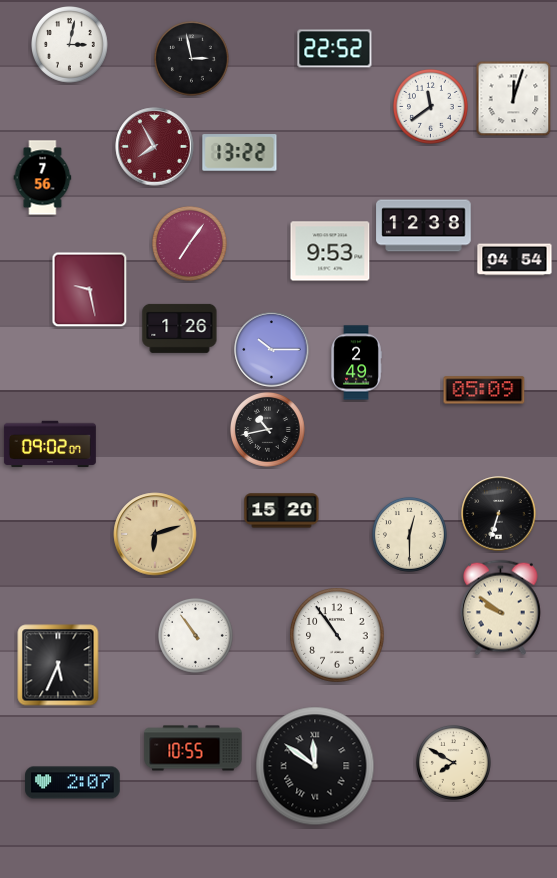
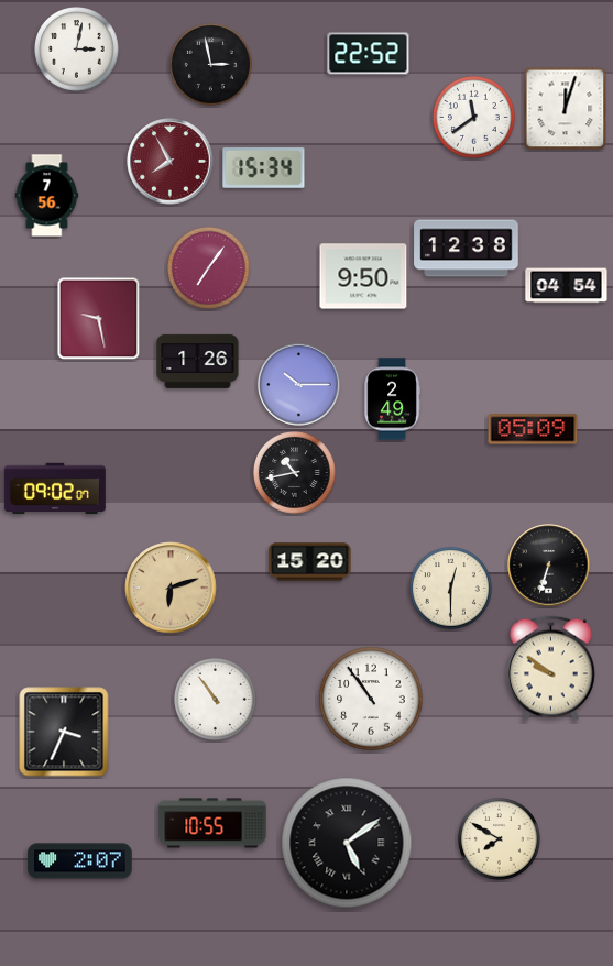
clock at (240, 153): 13:22 -> 15:34
clock at (330, 251): 9:53 -> 9:50
clock at (58, 665): 5:34 -> 3:34
clock at (315, 766): 11:51 -> 5:09
